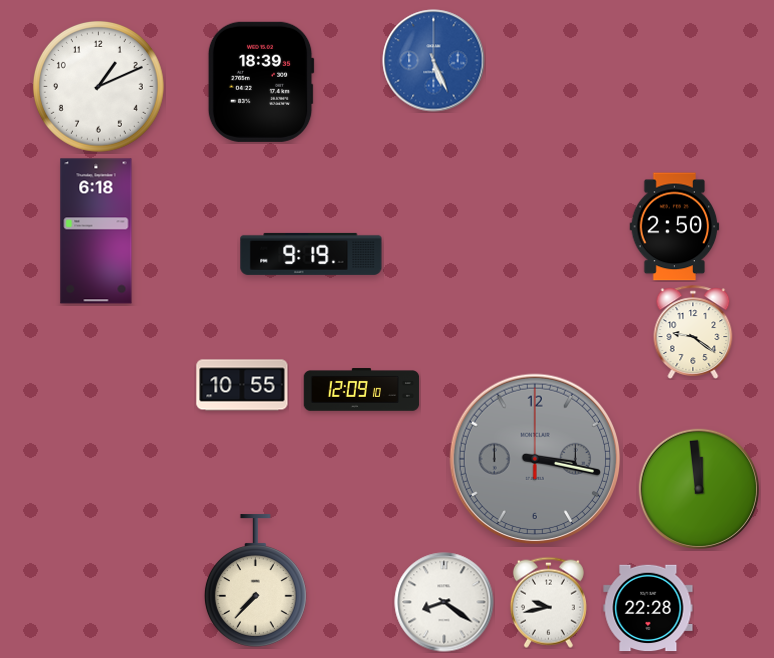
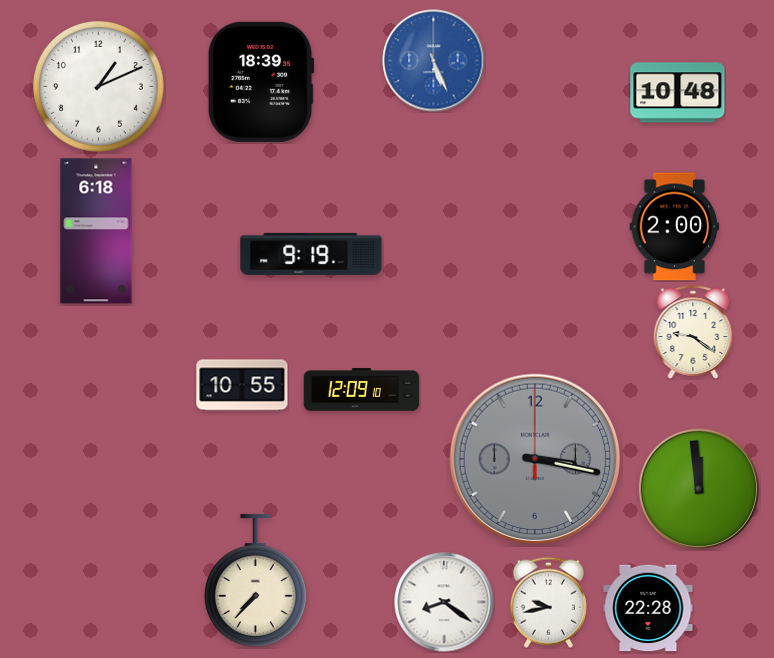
clock at (678, 93): none -> 10:48
clock at (675, 227): 2:50 -> 2:00
